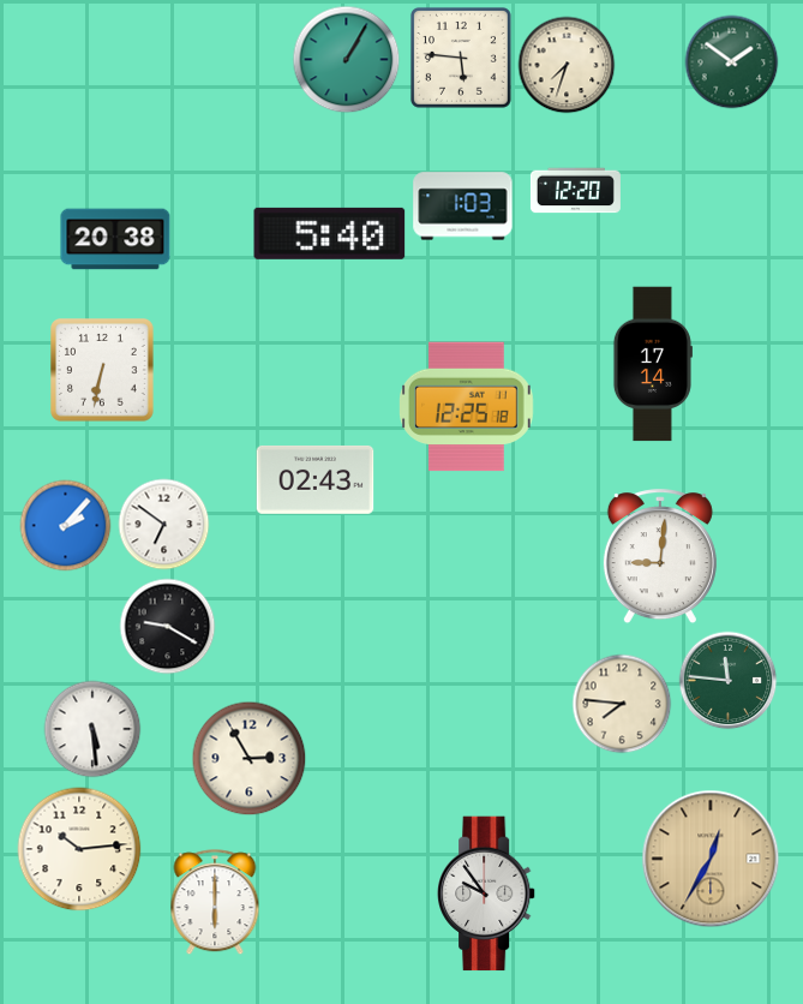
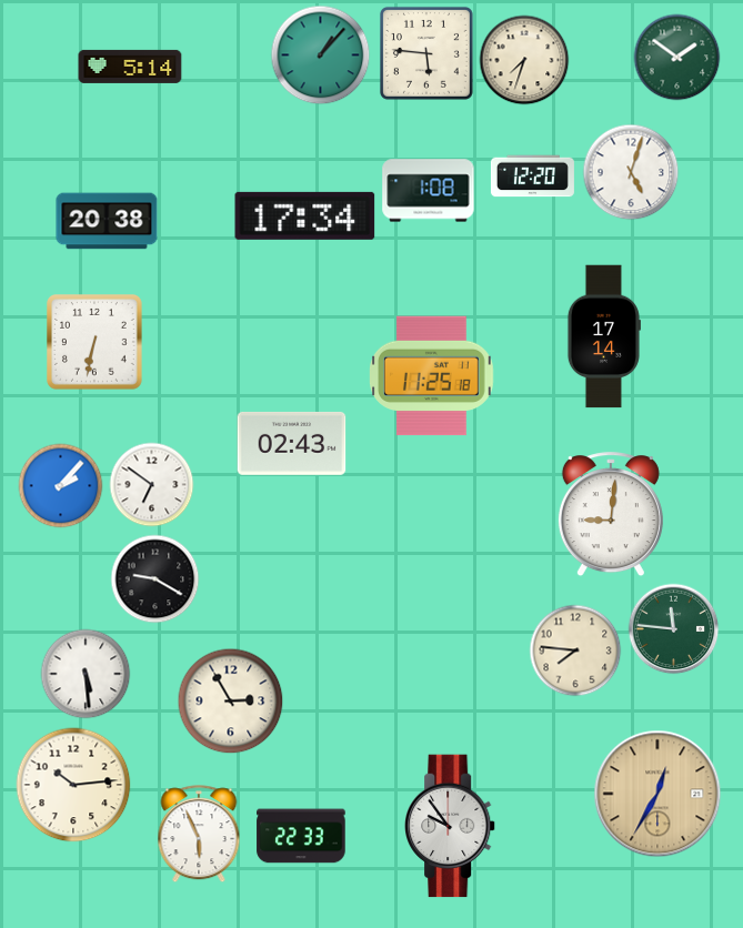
clock at (347, 60): 1:05 -> 1:07
clock at (130, 67): none -> 5:14
clock at (631, 172): none -> 5:03
clock at (463, 207): 1:03 -> 1:08
clock at (330, 233): 5:40 -> 17:34
clock at (467, 407): 12:25 -> 11:25
clock at (215, 903): 6:00 -> 5:56
clock at (301, 836): none -> 22:33
